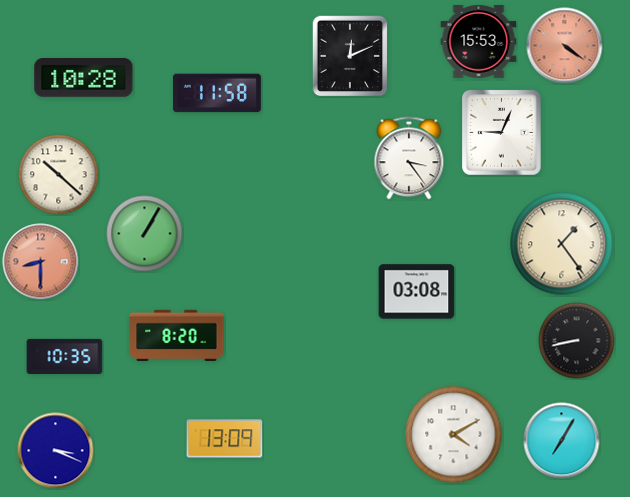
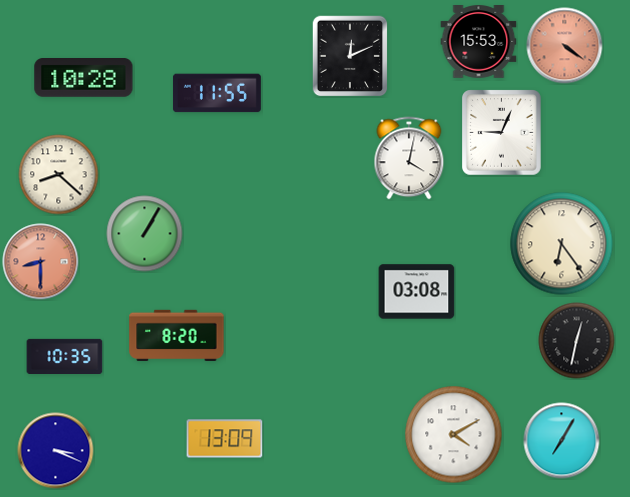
clock at (217, 93): 11:58 -> 11:55
clock at (409, 158): 3:24 -> 4:02
clock at (59, 175): 10:22 -> 8:22
clock at (562, 244): 1:24 -> 6:24
clock at (577, 341): 8:43 -> 12:32
